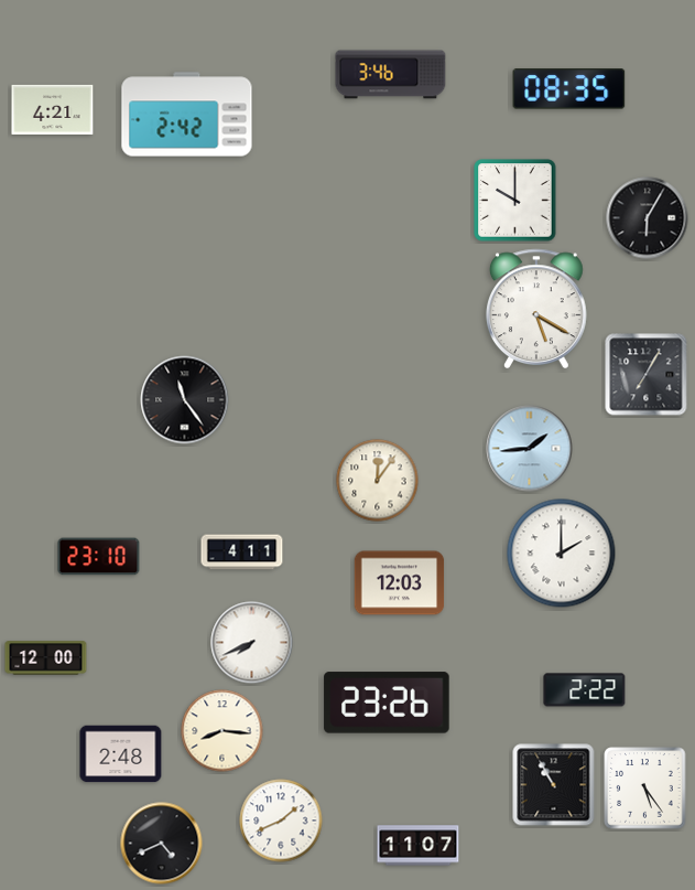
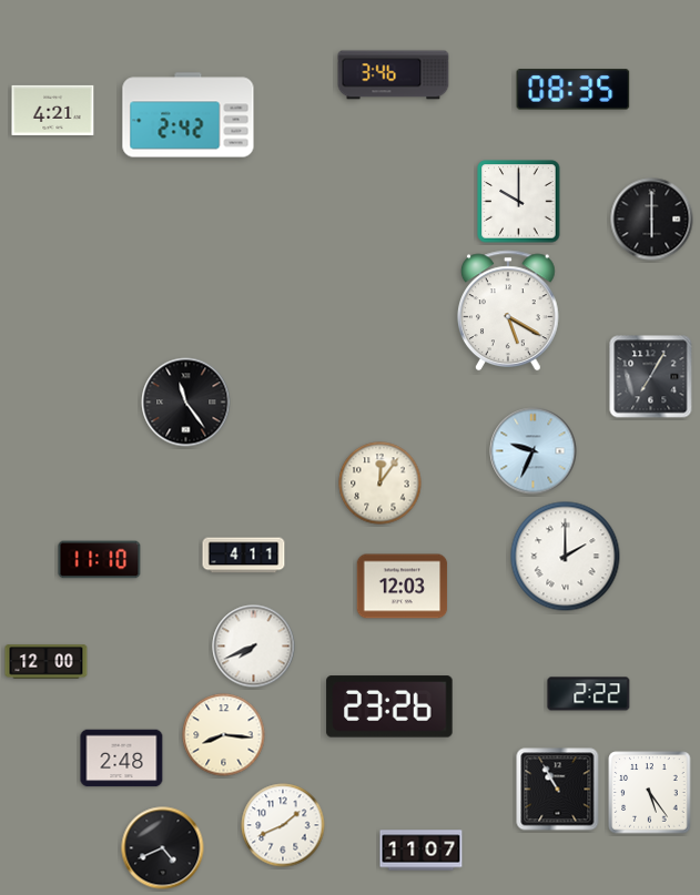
clock at (648, 218): 6:05 -> 6:00
clock at (537, 309) position: (537, 309) -> (509, 311)
clock at (530, 449): 1:44 -> 9:34
clock at (99, 557): 23:10 -> 11:10
